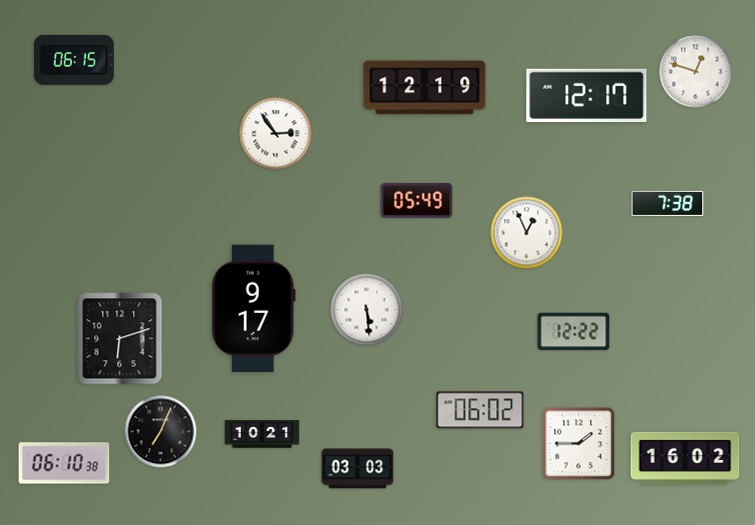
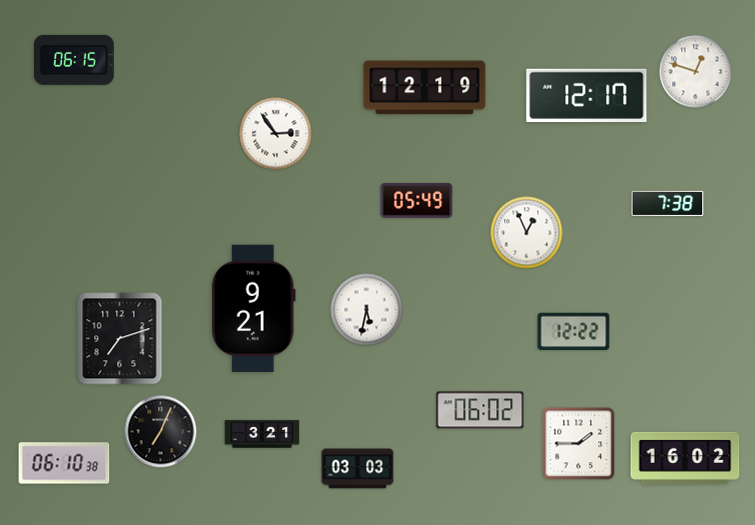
clock at (253, 309): 9:17 -> 9:21
clock at (367, 310): 5:29 -> 5:32
clock at (120, 339): 6:12 -> 7:12
clock at (262, 434): 10:21 -> 3:21
